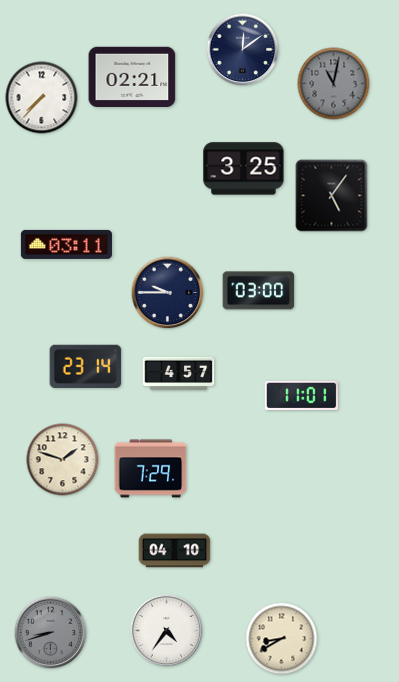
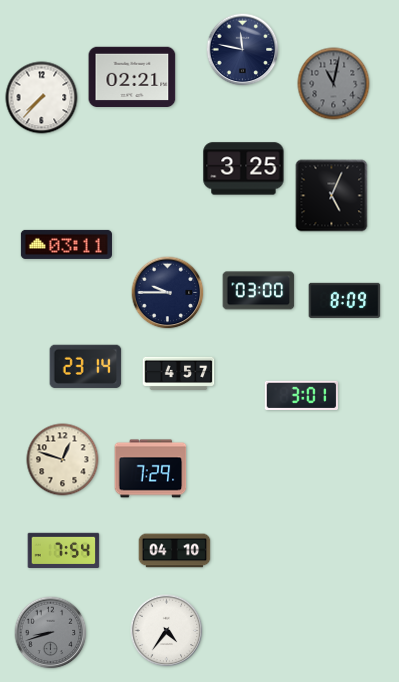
clock at (243, 50): 12:09 -> 11:47
clock at (332, 196): 5:06 -> 5:04
clock at (345, 300): none -> 8:09
clock at (301, 395): 11:01 -> 3:01
clock at (63, 460): 1:48 -> 12:48
clock at (64, 551): none -> 7:54
clock at (282, 639): 8:40 -> none
